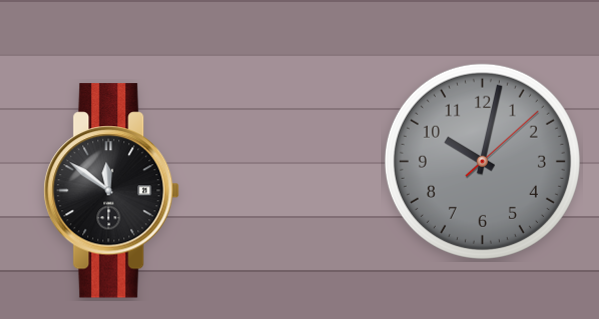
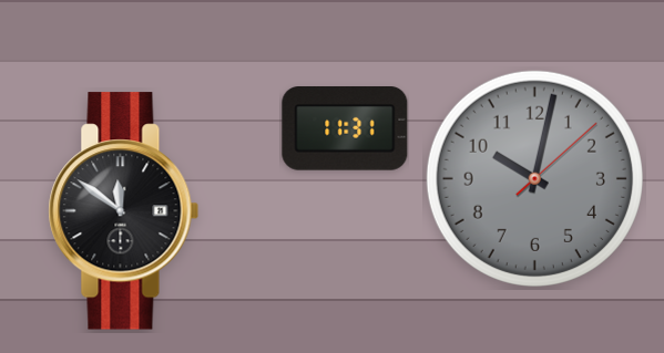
clock at (345, 128): none -> 11:31
